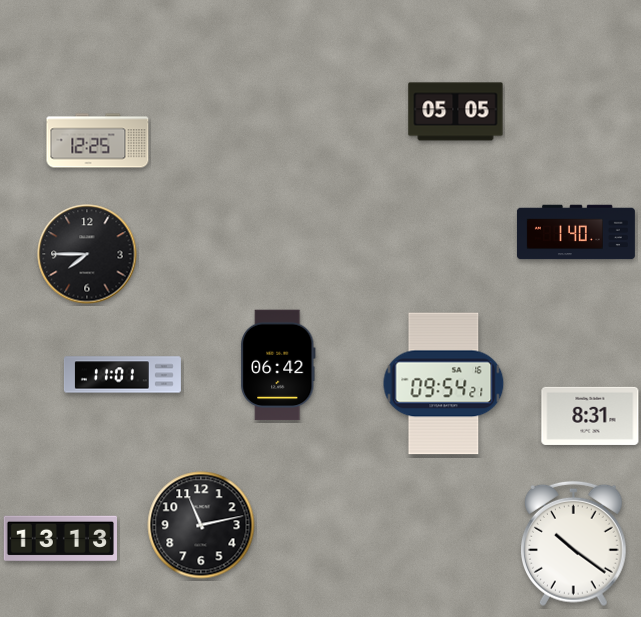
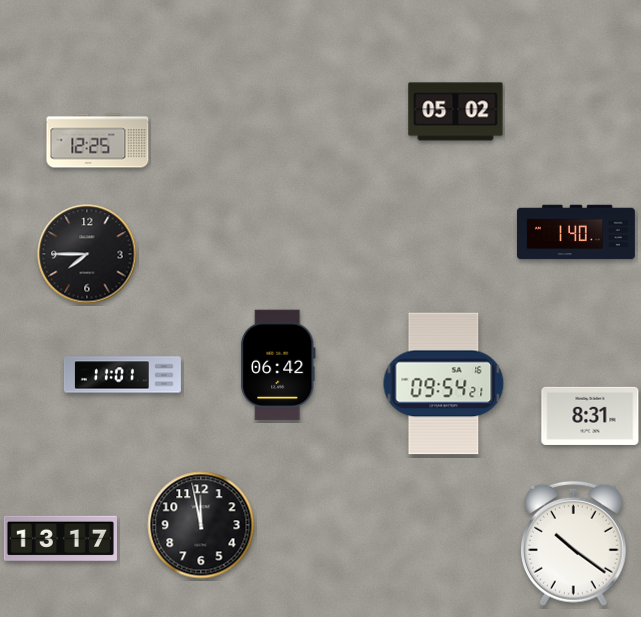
clock at (456, 112): 05:05 -> 05:02
clock at (201, 525): 11:13 -> 11:58
clock at (60, 539): 13:13 -> 13:17
